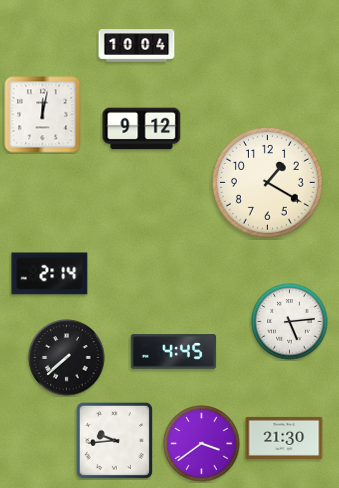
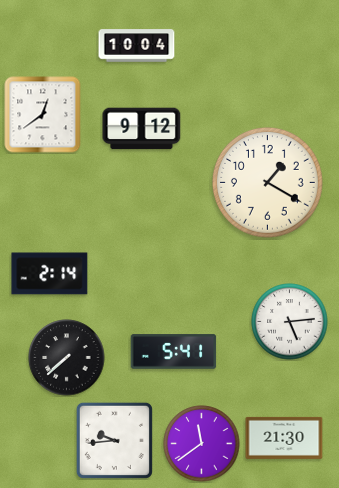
clock at (43, 115): 12:02 -> 12:39
clock at (174, 352): 4:45 -> 5:41
clock at (202, 444): 3:39 -> 11:39
